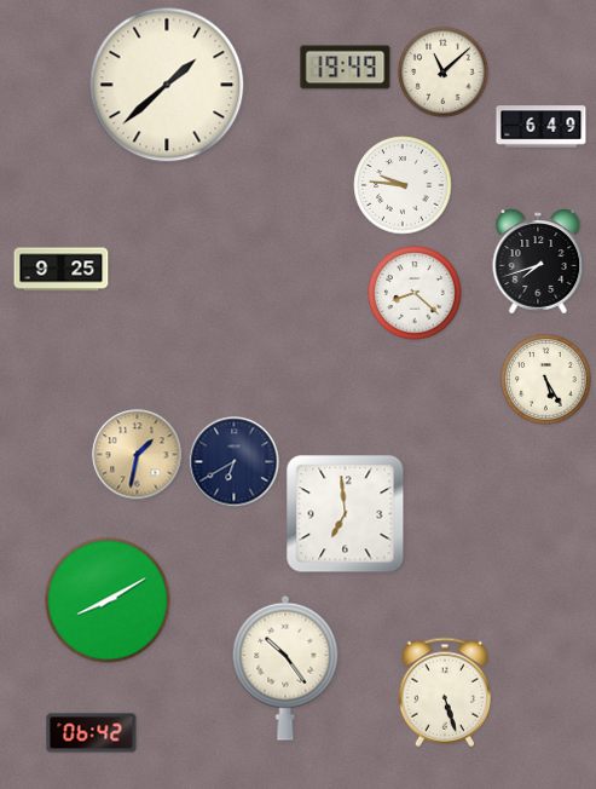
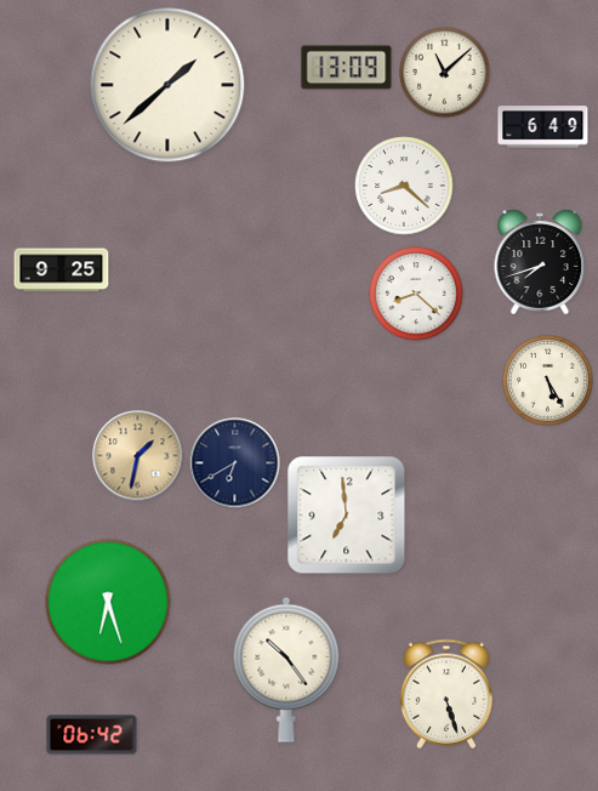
clock at (346, 68): 19:49 -> 13:09
clock at (403, 185): 9:46 -> 8:22
clock at (108, 600): 8:10 -> 6:27
